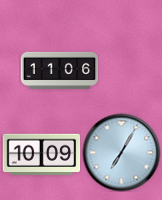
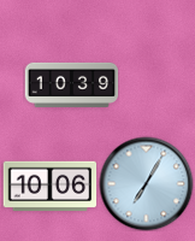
clock at (59, 70): 11:06 -> 10:39
clock at (41, 155): 10:09 -> 10:06
